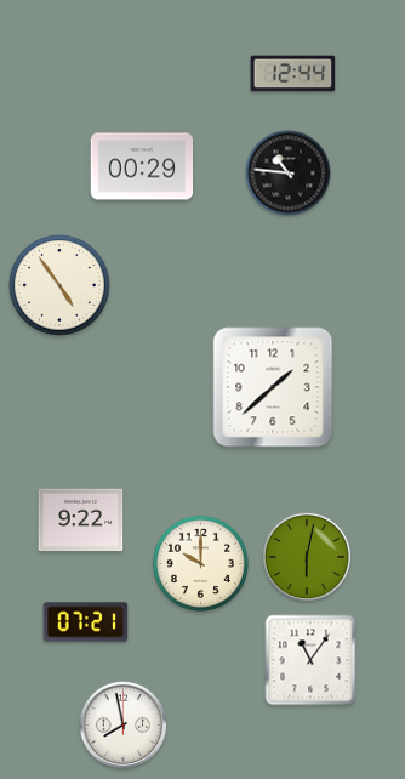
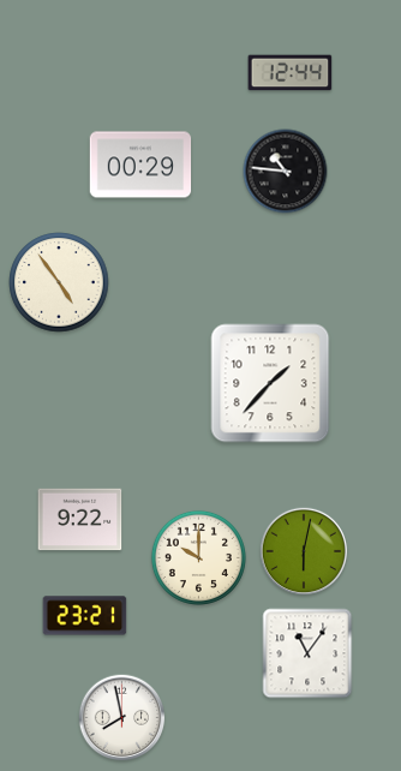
clock at (273, 387): 1:38 -> 1:37
clock at (81, 521) position: (81, 521) -> (80, 520)
clock at (86, 622): 07:21 -> 23:21
